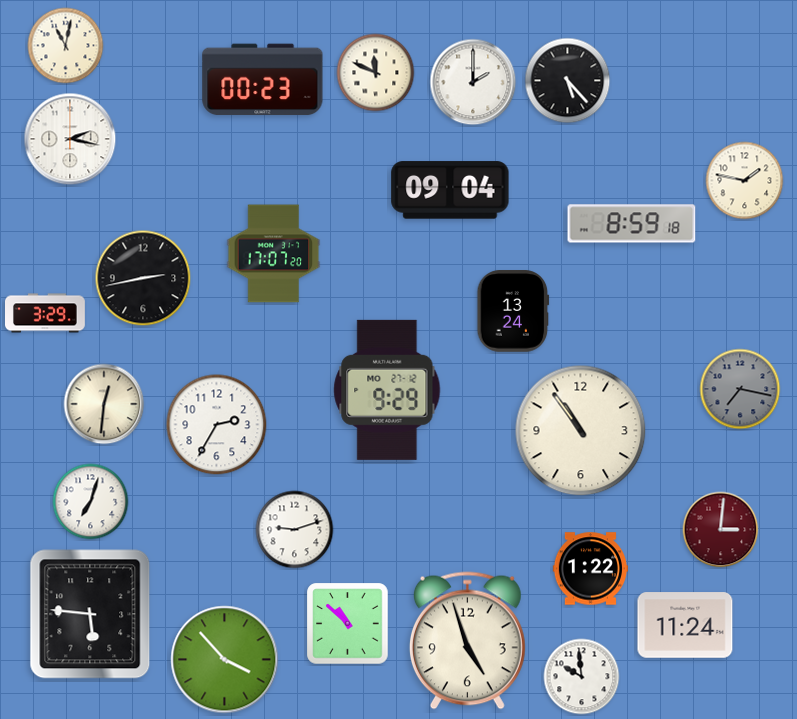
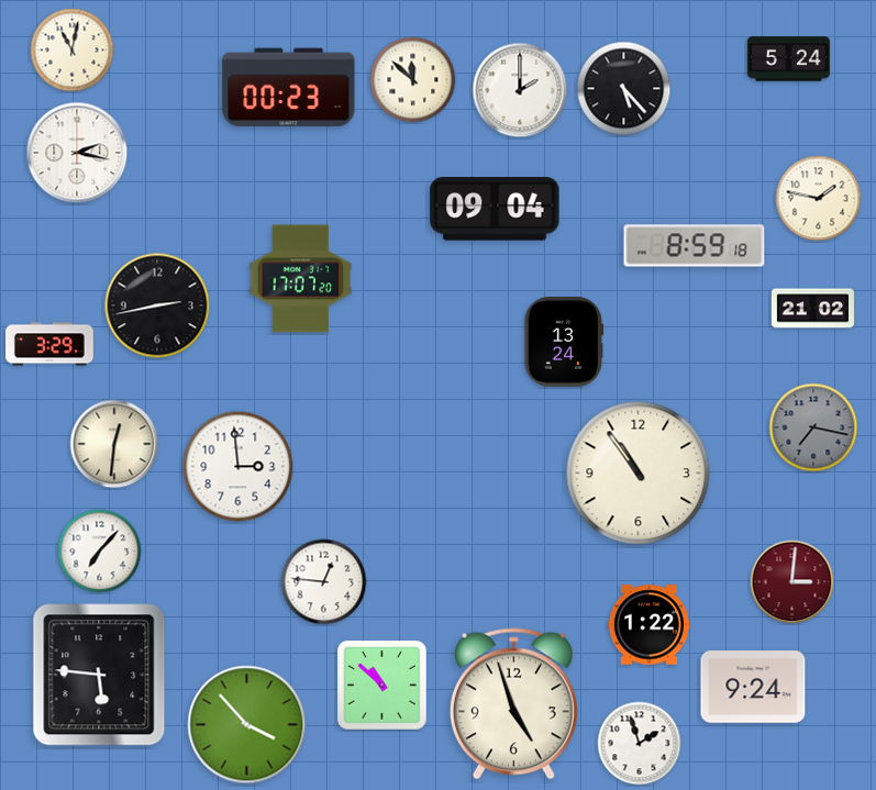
clock at (788, 59): none -> 5:24
clock at (376, 73): 11:49 -> 11:52
clock at (812, 309): none -> 21:02
clock at (387, 390): 9:29 -> none
clock at (217, 425): 2:35 -> 2:59
clock at (91, 502): 7:03 -> 7:07
clock at (295, 530): 9:12 -> 12:46
clock at (685, 625): 11:24 -> 9:24
clock at (582, 677): 9:59 -> 1:57
